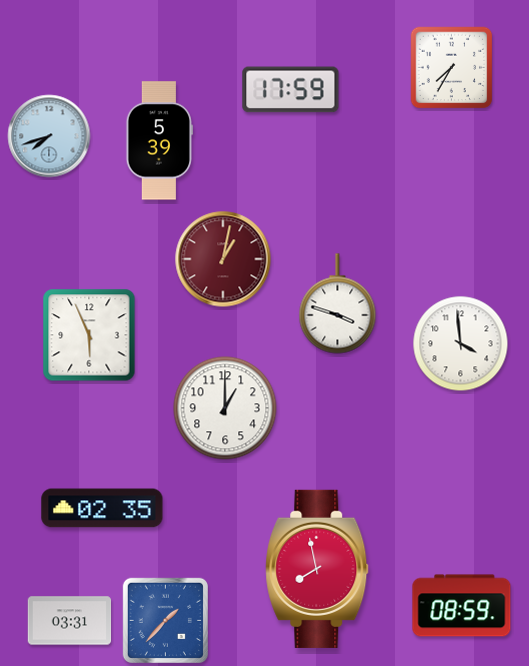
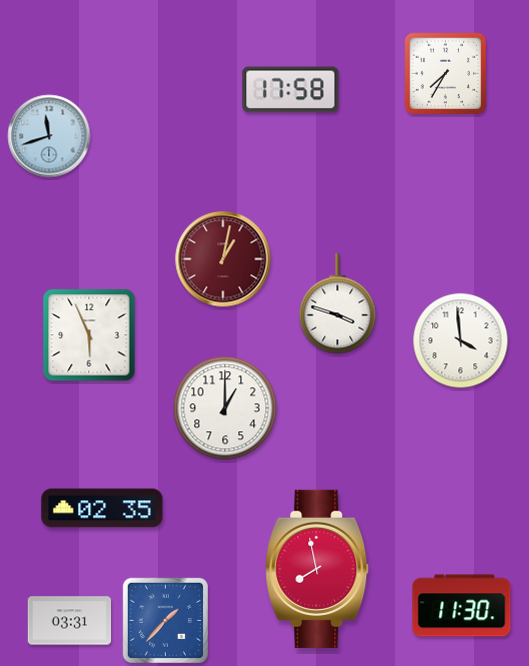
clock at (452, 68) position: (452, 68) -> (446, 74)
clock at (291, 90): 17:59 -> 17:58
clock at (49, 136): 7:42 -> 11:42
clock at (159, 141): 5:39 -> none
clock at (461, 344) position: (461, 344) -> (461, 341)
clock at (462, 606): 08:59 -> 11:30
